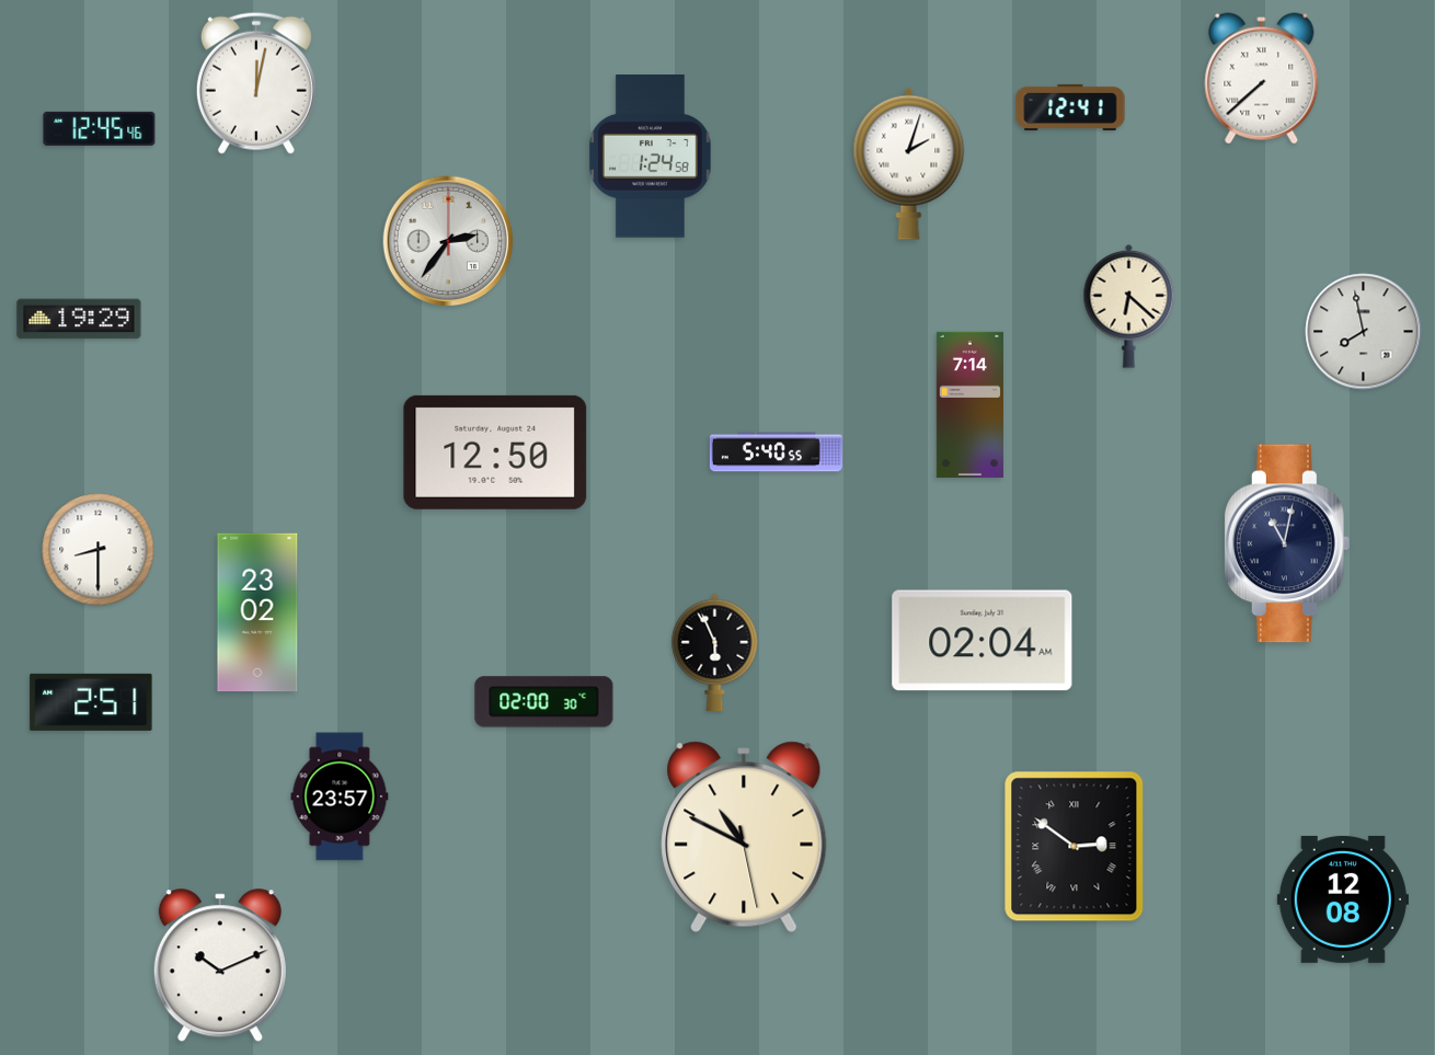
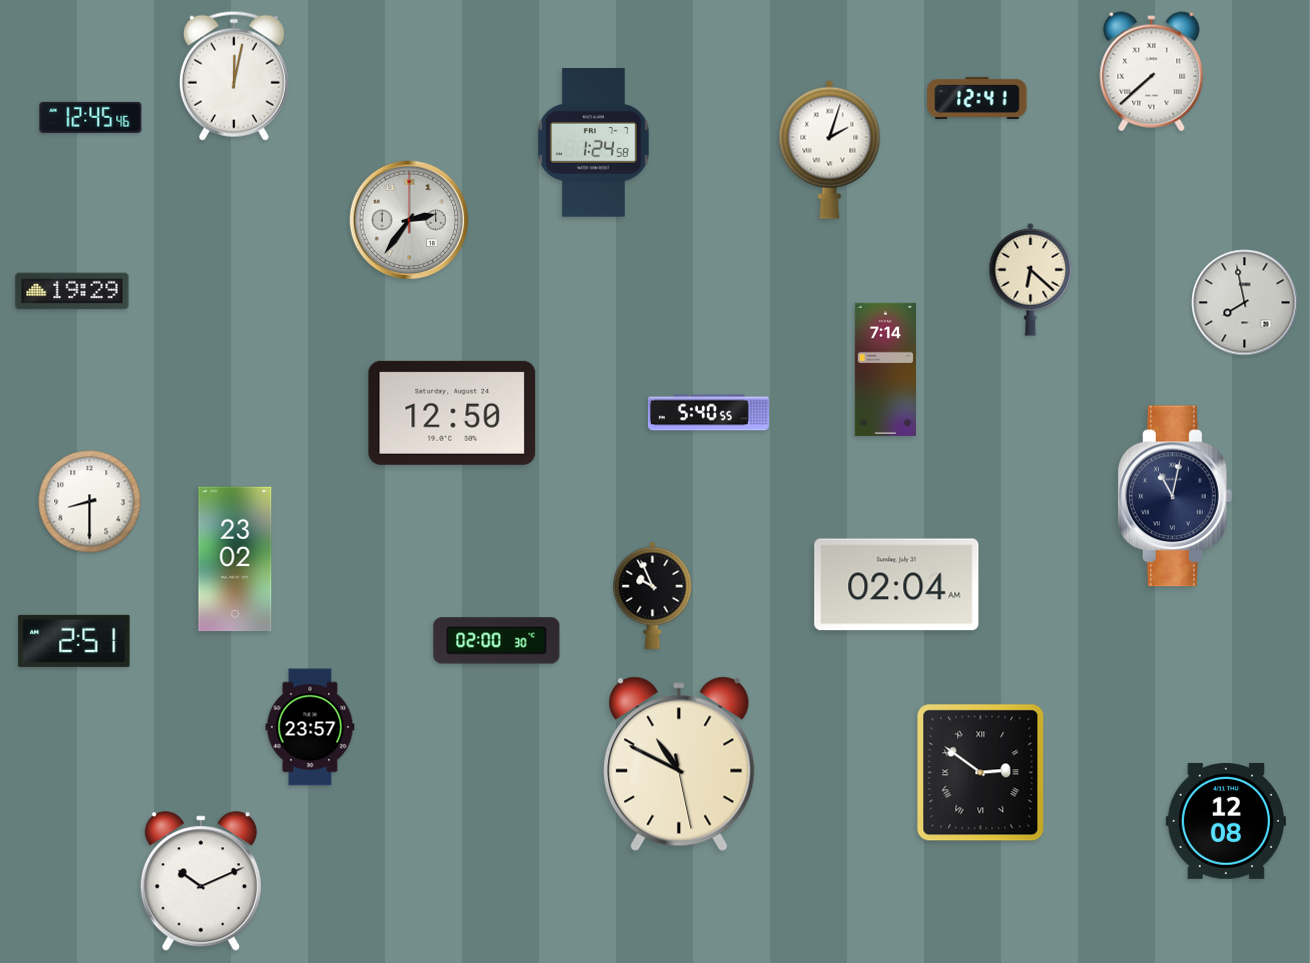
clock at (715, 652): 5:56 -> 9:56
clock at (91, 702) position: (91, 702) -> (74, 641)
